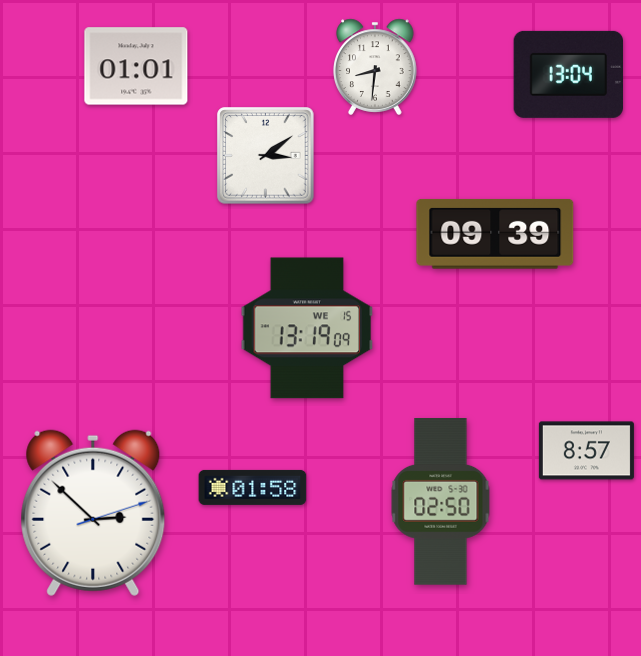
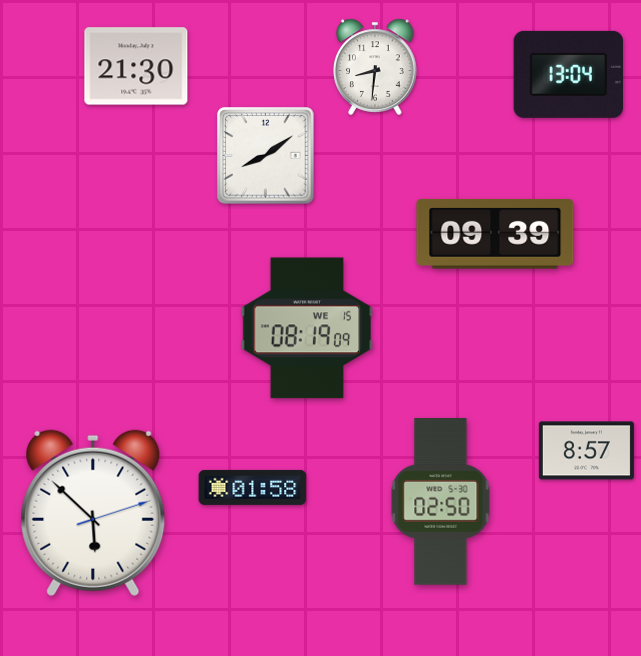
clock at (136, 66): 01:01 -> 21:30
clock at (266, 156): 3:09 -> 8:09
clock at (307, 328): 13:19 -> 08:19
clock at (93, 513): 2:52 -> 5:52
